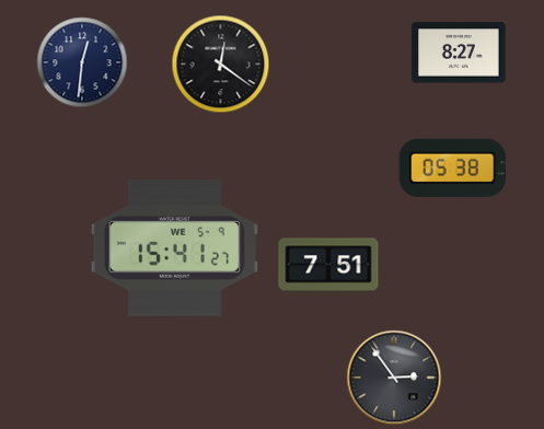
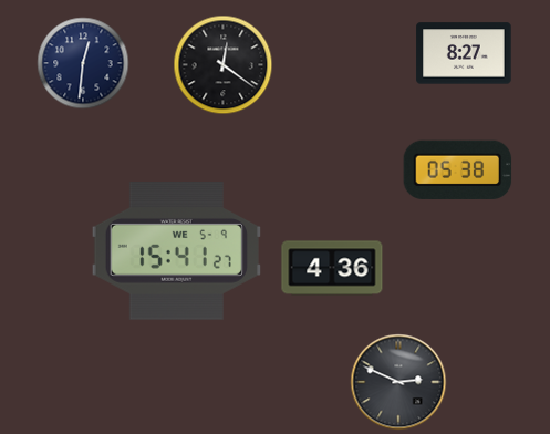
clock at (328, 265): 7:51 -> 4:36
clock at (394, 378): 2:54 -> 2:49
